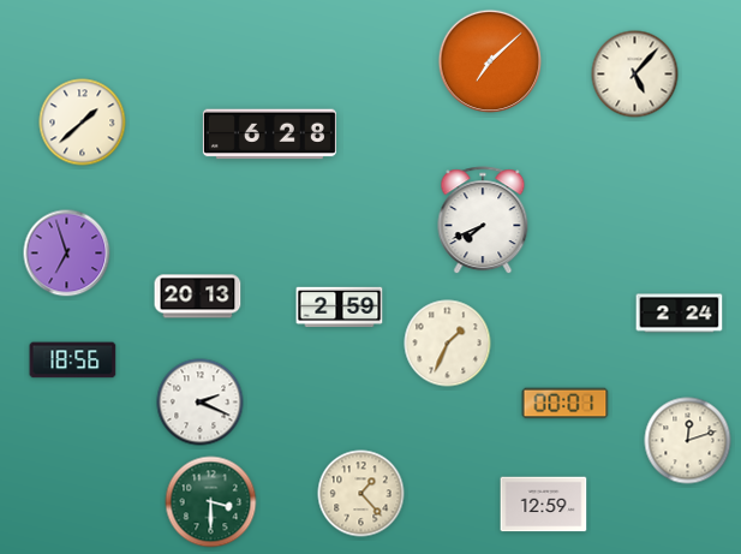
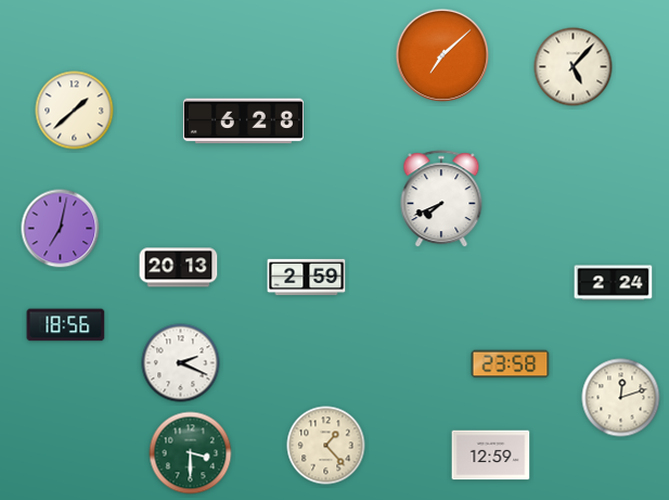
clock at (483, 221) position: (483, 221) -> (441, 200)
clock at (67, 254): 6:57 -> 7:02
clock at (448, 344): 1:34 -> none
clock at (566, 404): 00:01 -> 23:58
